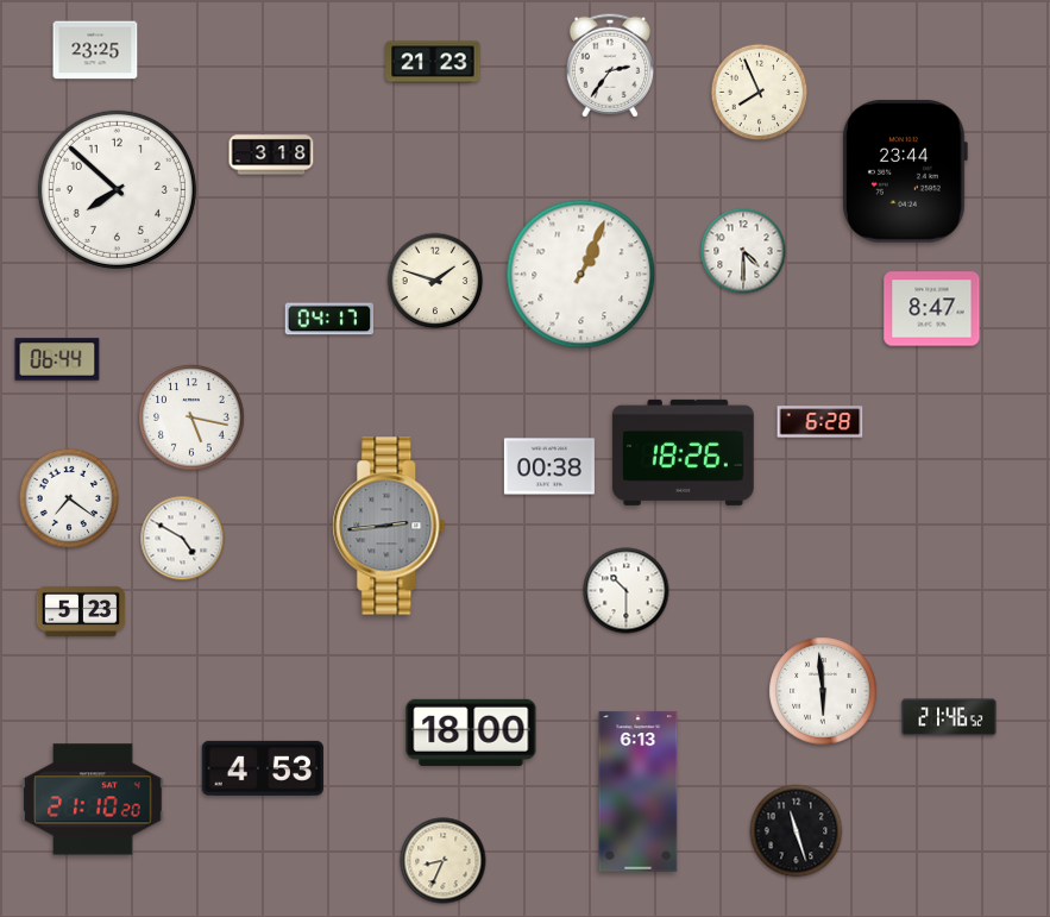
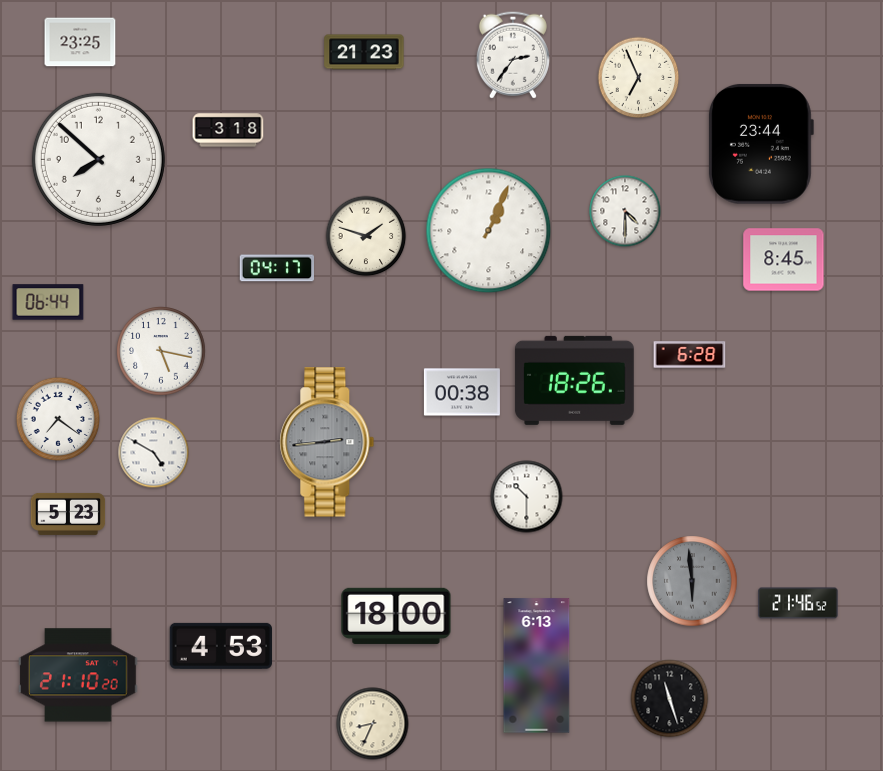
clock at (760, 93): 7:56 -> 6:56
clock at (932, 309): 8:47 -> 8:45
clock at (823, 691) dial: white -> grey
clock at (93, 799) position: (93, 799) -> (78, 675)
